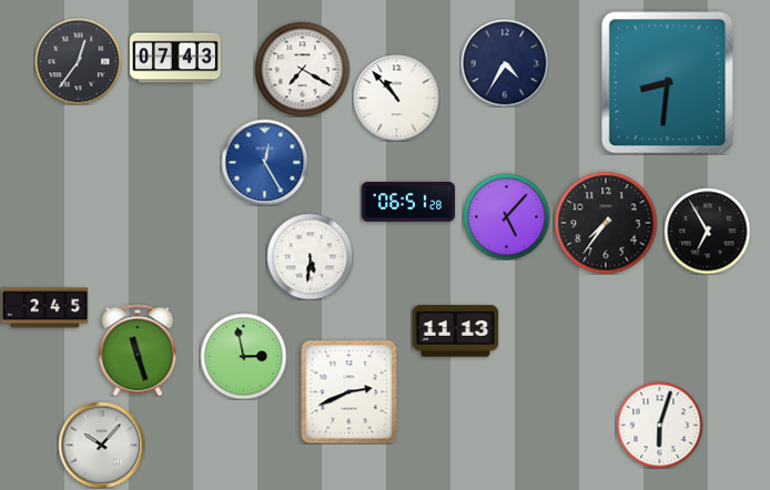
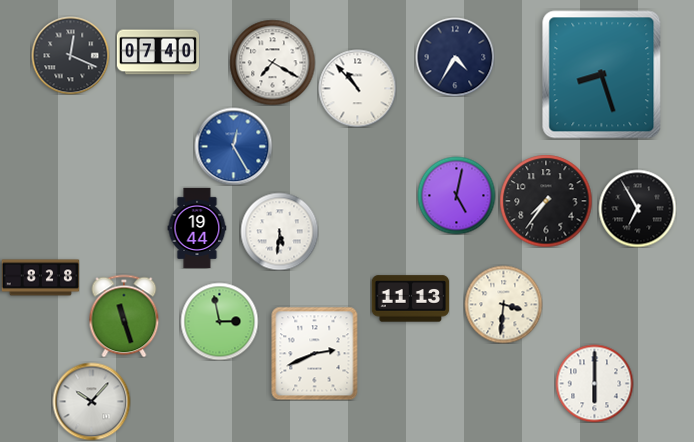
clock at (175, 58): 07:43 -> 07:40
clock at (78, 61): 12:36 -> 12:19
clock at (668, 83): 8:31 -> 8:27
clock at (264, 162) position: (264, 162) -> (233, 146)
clock at (408, 202): 06:51 -> none
clock at (506, 216): 5:07 -> 5:02
clock at (197, 228): none -> 19:44
clock at (44, 308): 2:45 -> 8:28
clock at (503, 304): none -> 3:31
clock at (659, 425): 6:03 -> 6:00
